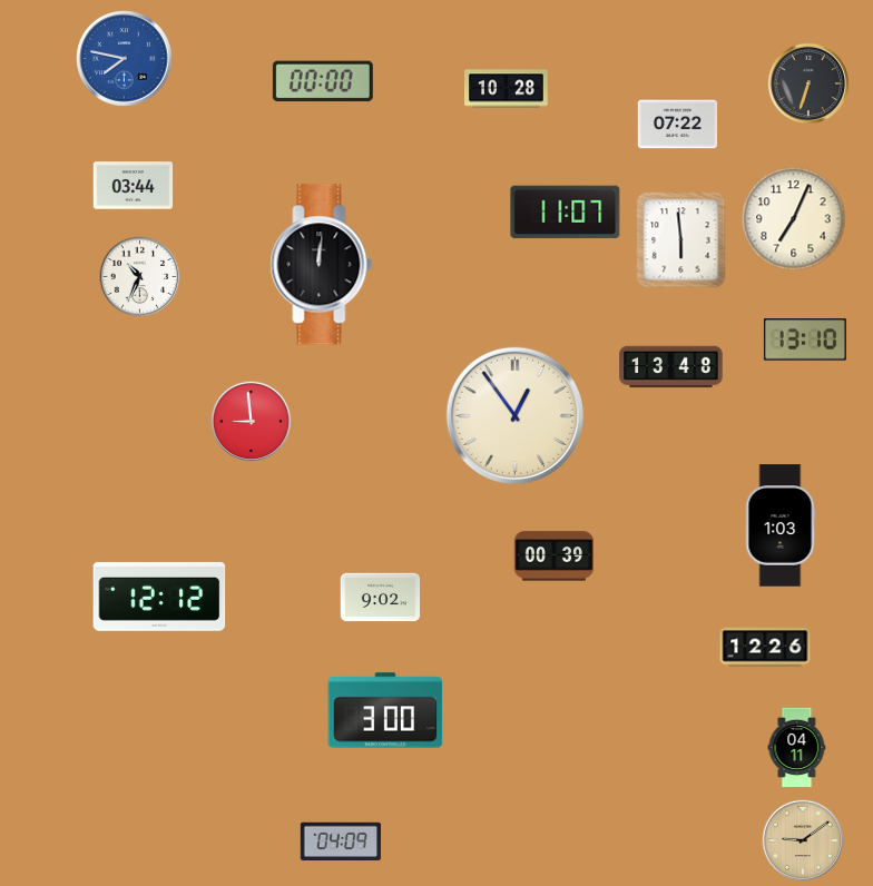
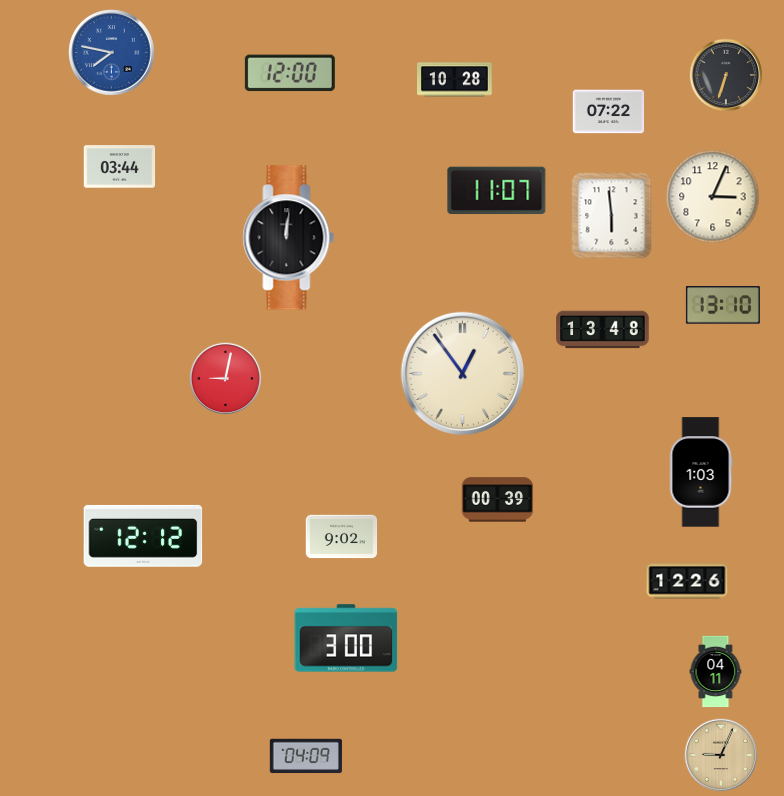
clock at (323, 81): 00:00 -> 12:00
clock at (566, 213) position: (566, 213) -> (497, 191)
clock at (794, 219): 7:04 -> 3:04
clock at (140, 277): 10:34 -> none
clock at (252, 422): 8:59 -> 9:02
clock at (803, 840): 9:09 -> 9:04
